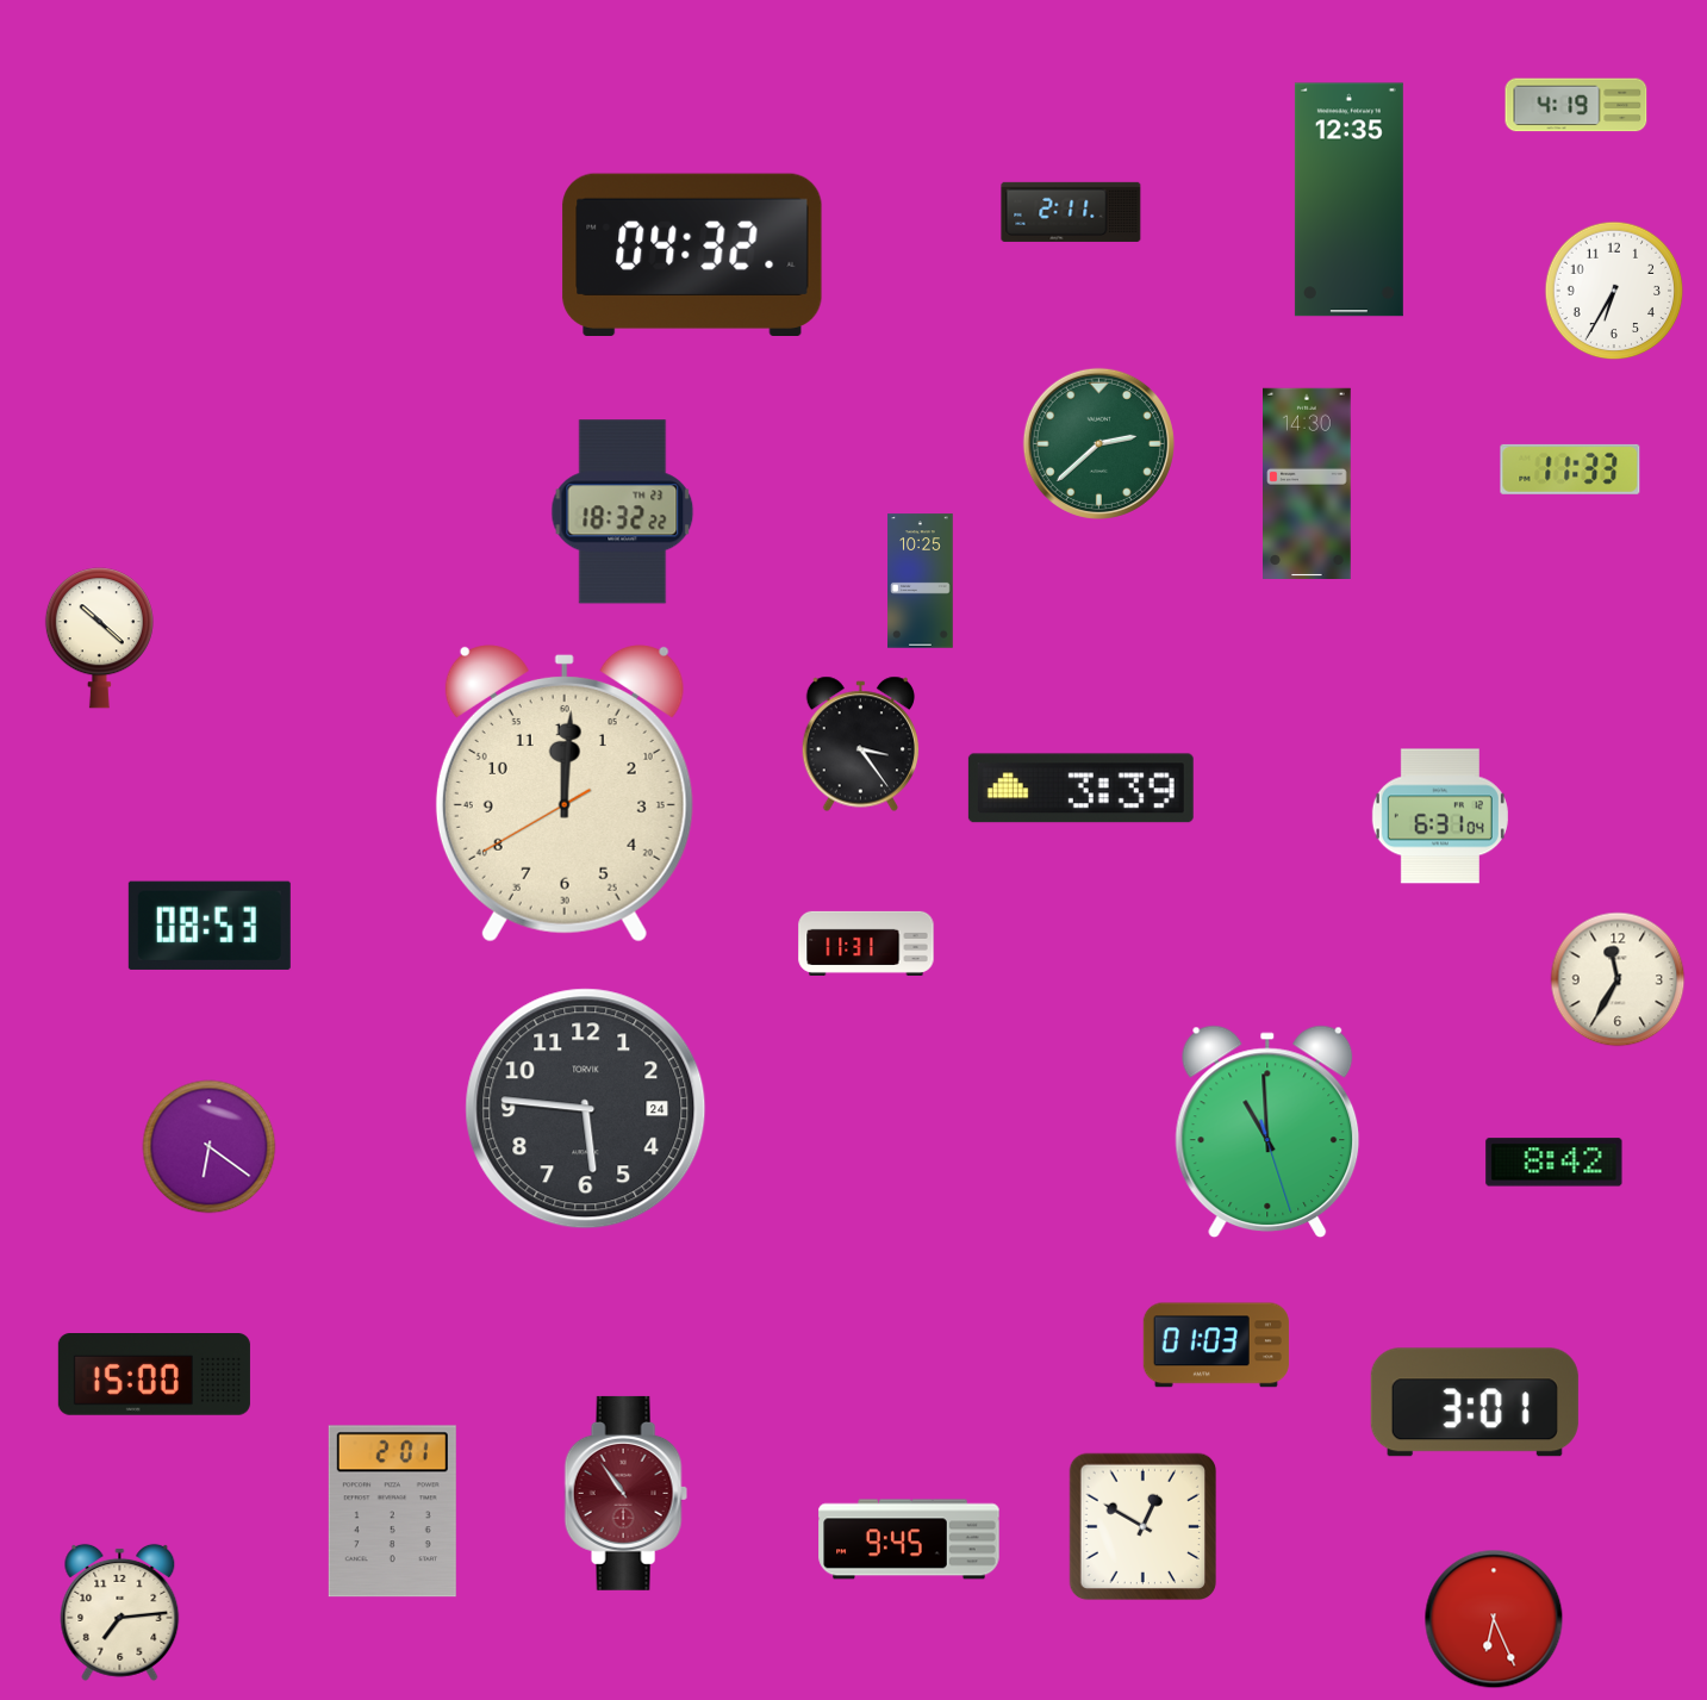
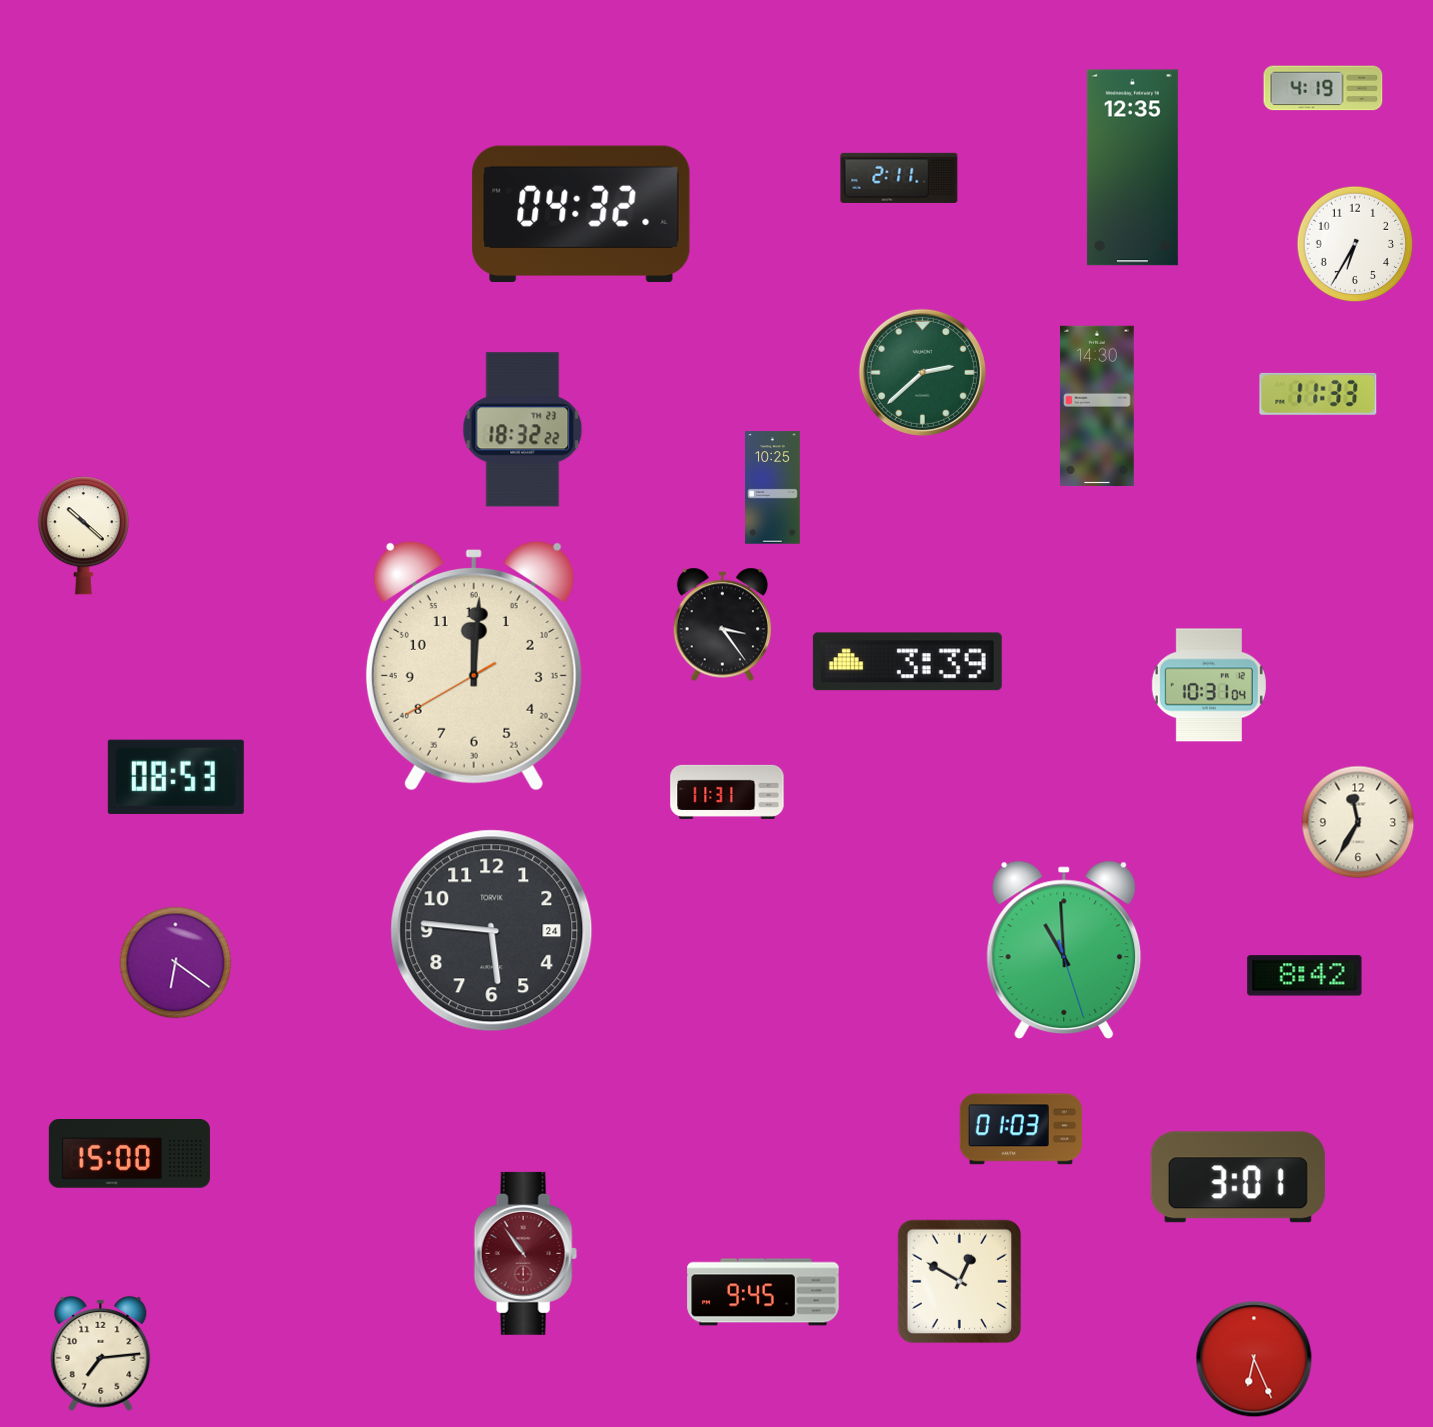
clock at (1440, 816): 6:31 -> 10:31
clock at (392, 1512): 2:01 -> none
